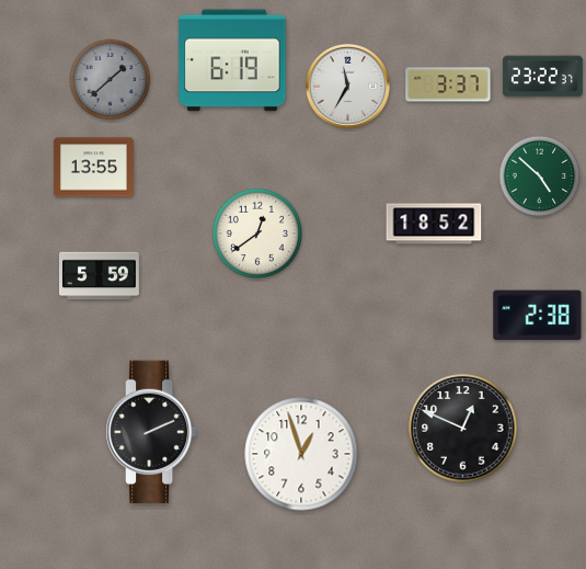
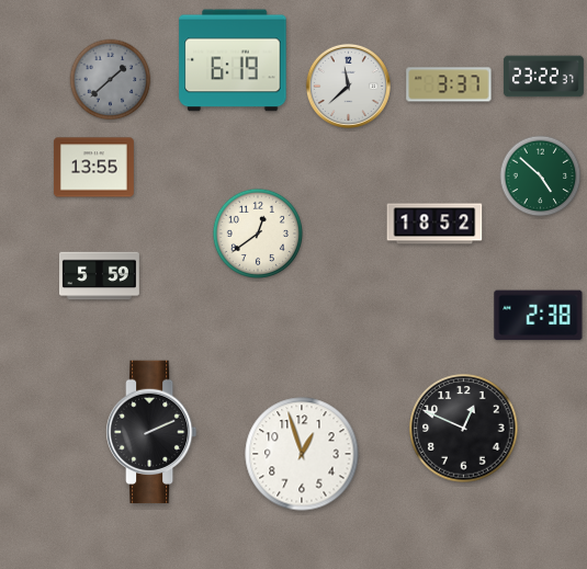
clock at (347, 86): 11:35 -> 11:38
